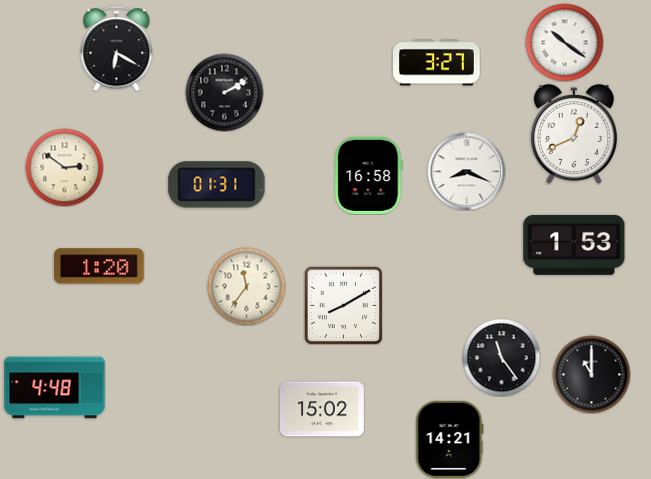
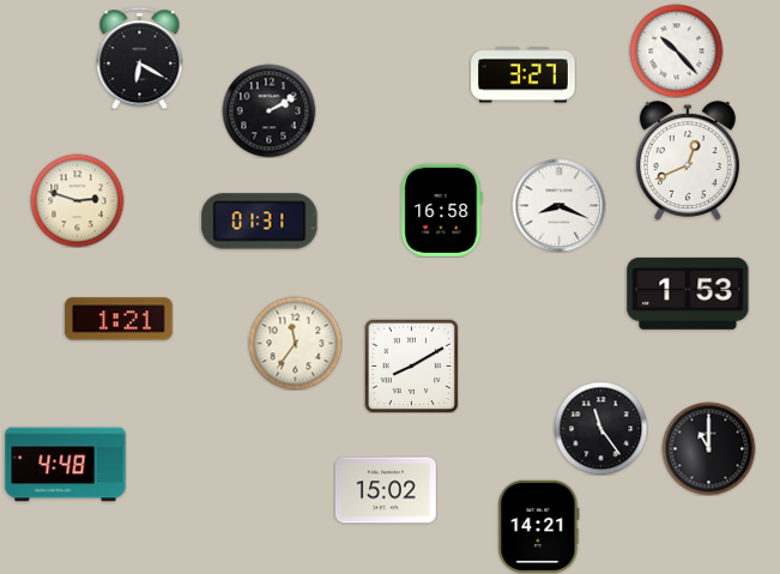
clock at (564, 42): 10:21 -> 10:23
clock at (64, 167): 2:51 -> 2:48
clock at (99, 266): 1:20 -> 1:21
